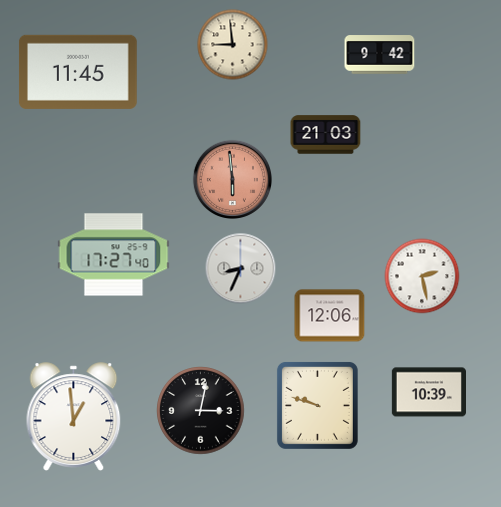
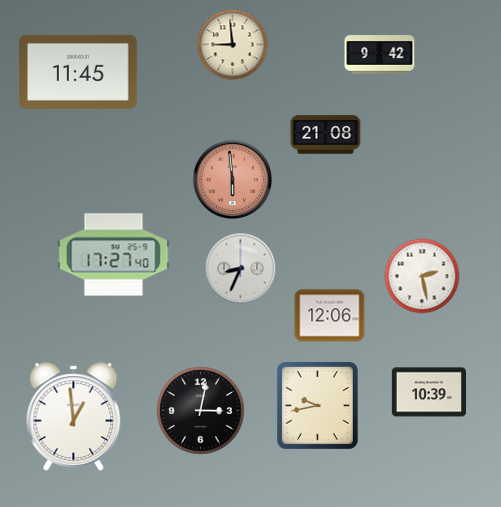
clock at (326, 135): 21:03 -> 21:08
clock at (317, 405): 9:48 -> 9:43
